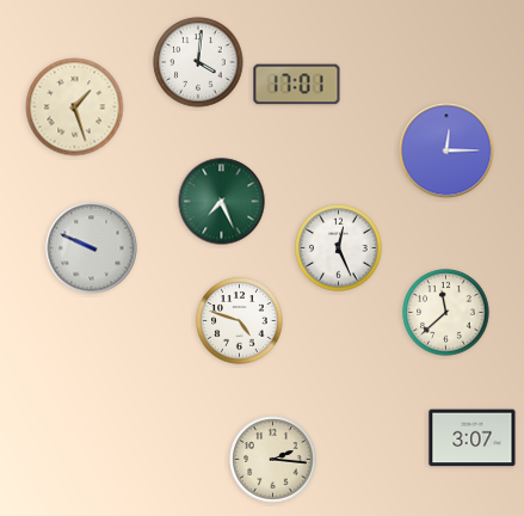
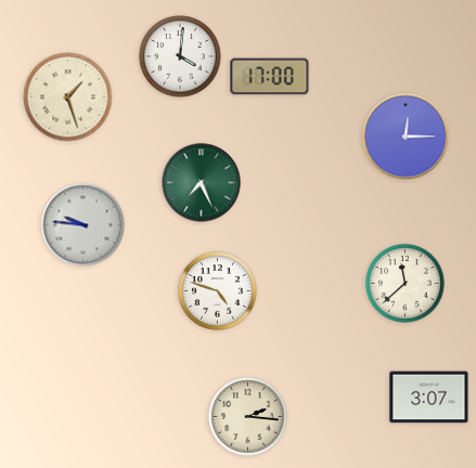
clock at (297, 85): 17:01 -> 17:00
clock at (92, 248): 9:49 -> 9:46
clock at (339, 248): 12:26 -> none
